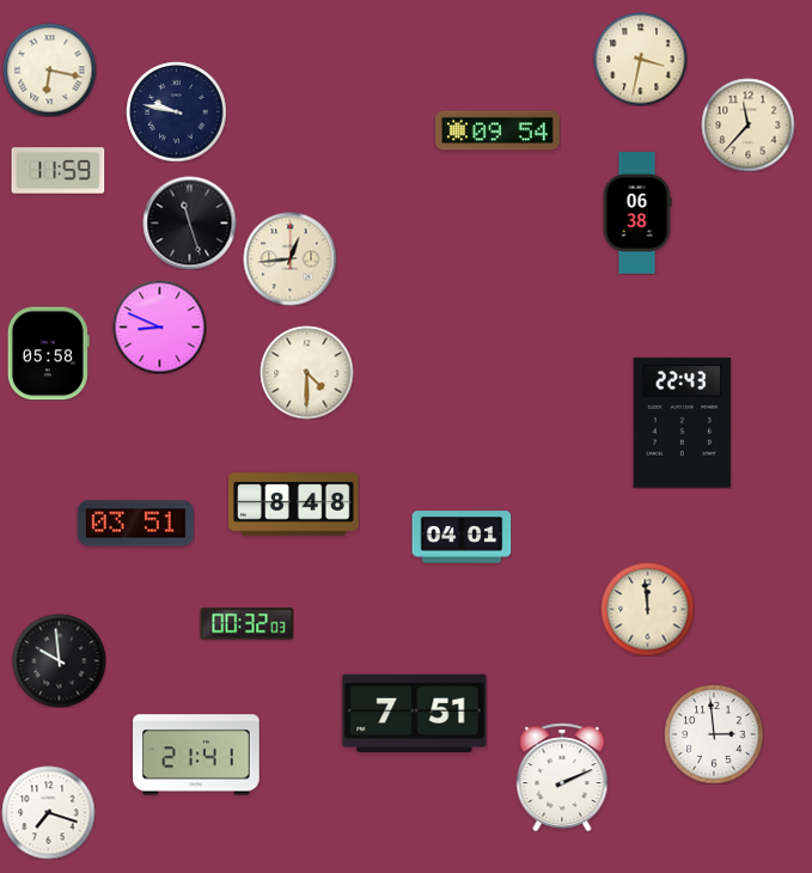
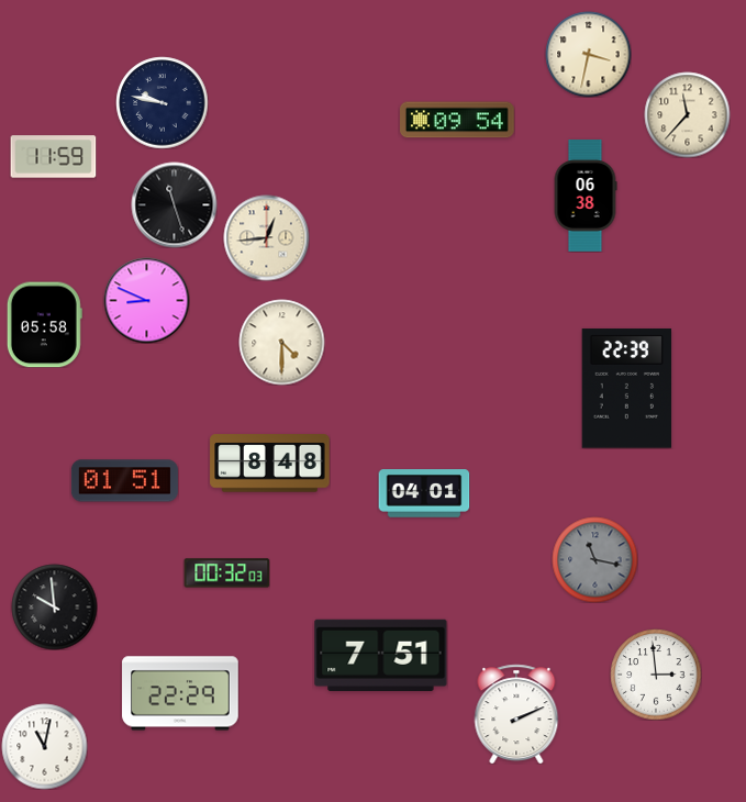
clock at (49, 69): 6:17 -> none
clock at (683, 423): 22:43 -> 22:39
clock at (135, 524): 03:51 -> 01:51
clock at (647, 609): 11:59 -> 11:17
clock at (647, 609) dial: cream -> grey
clock at (196, 755): 21:41 -> 22:29
clock at (48, 812): 7:18 -> 11:02
